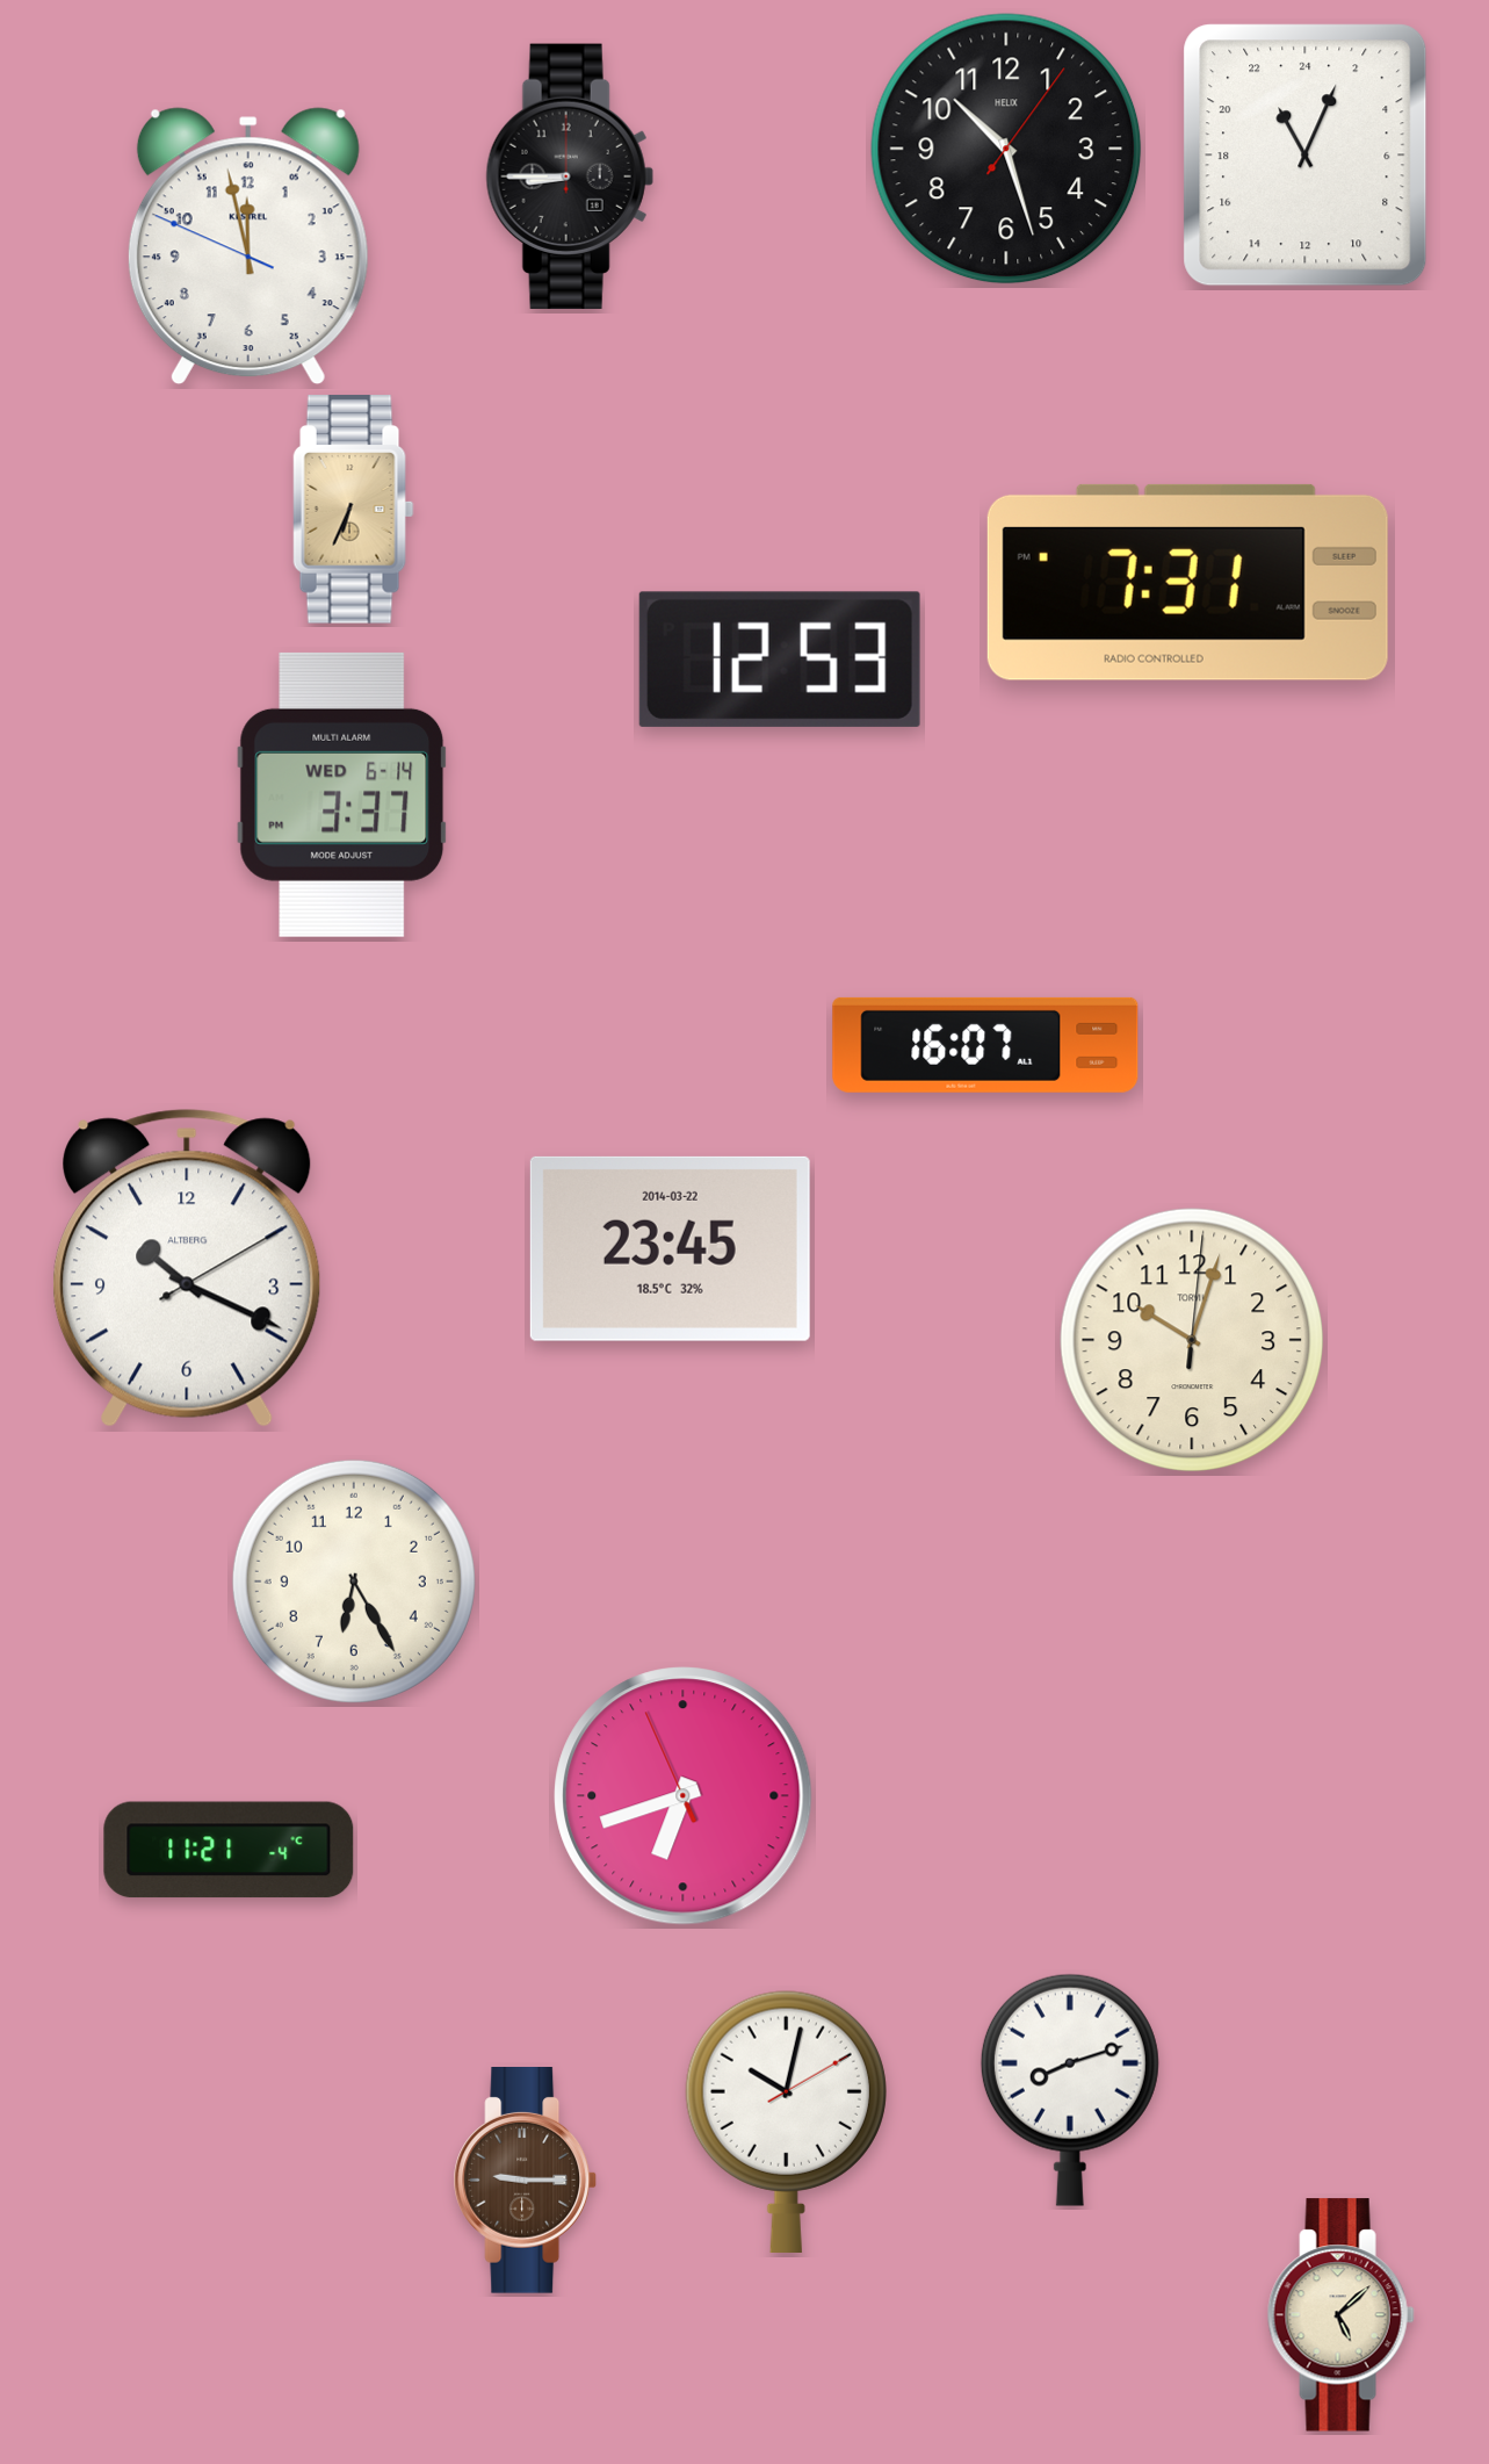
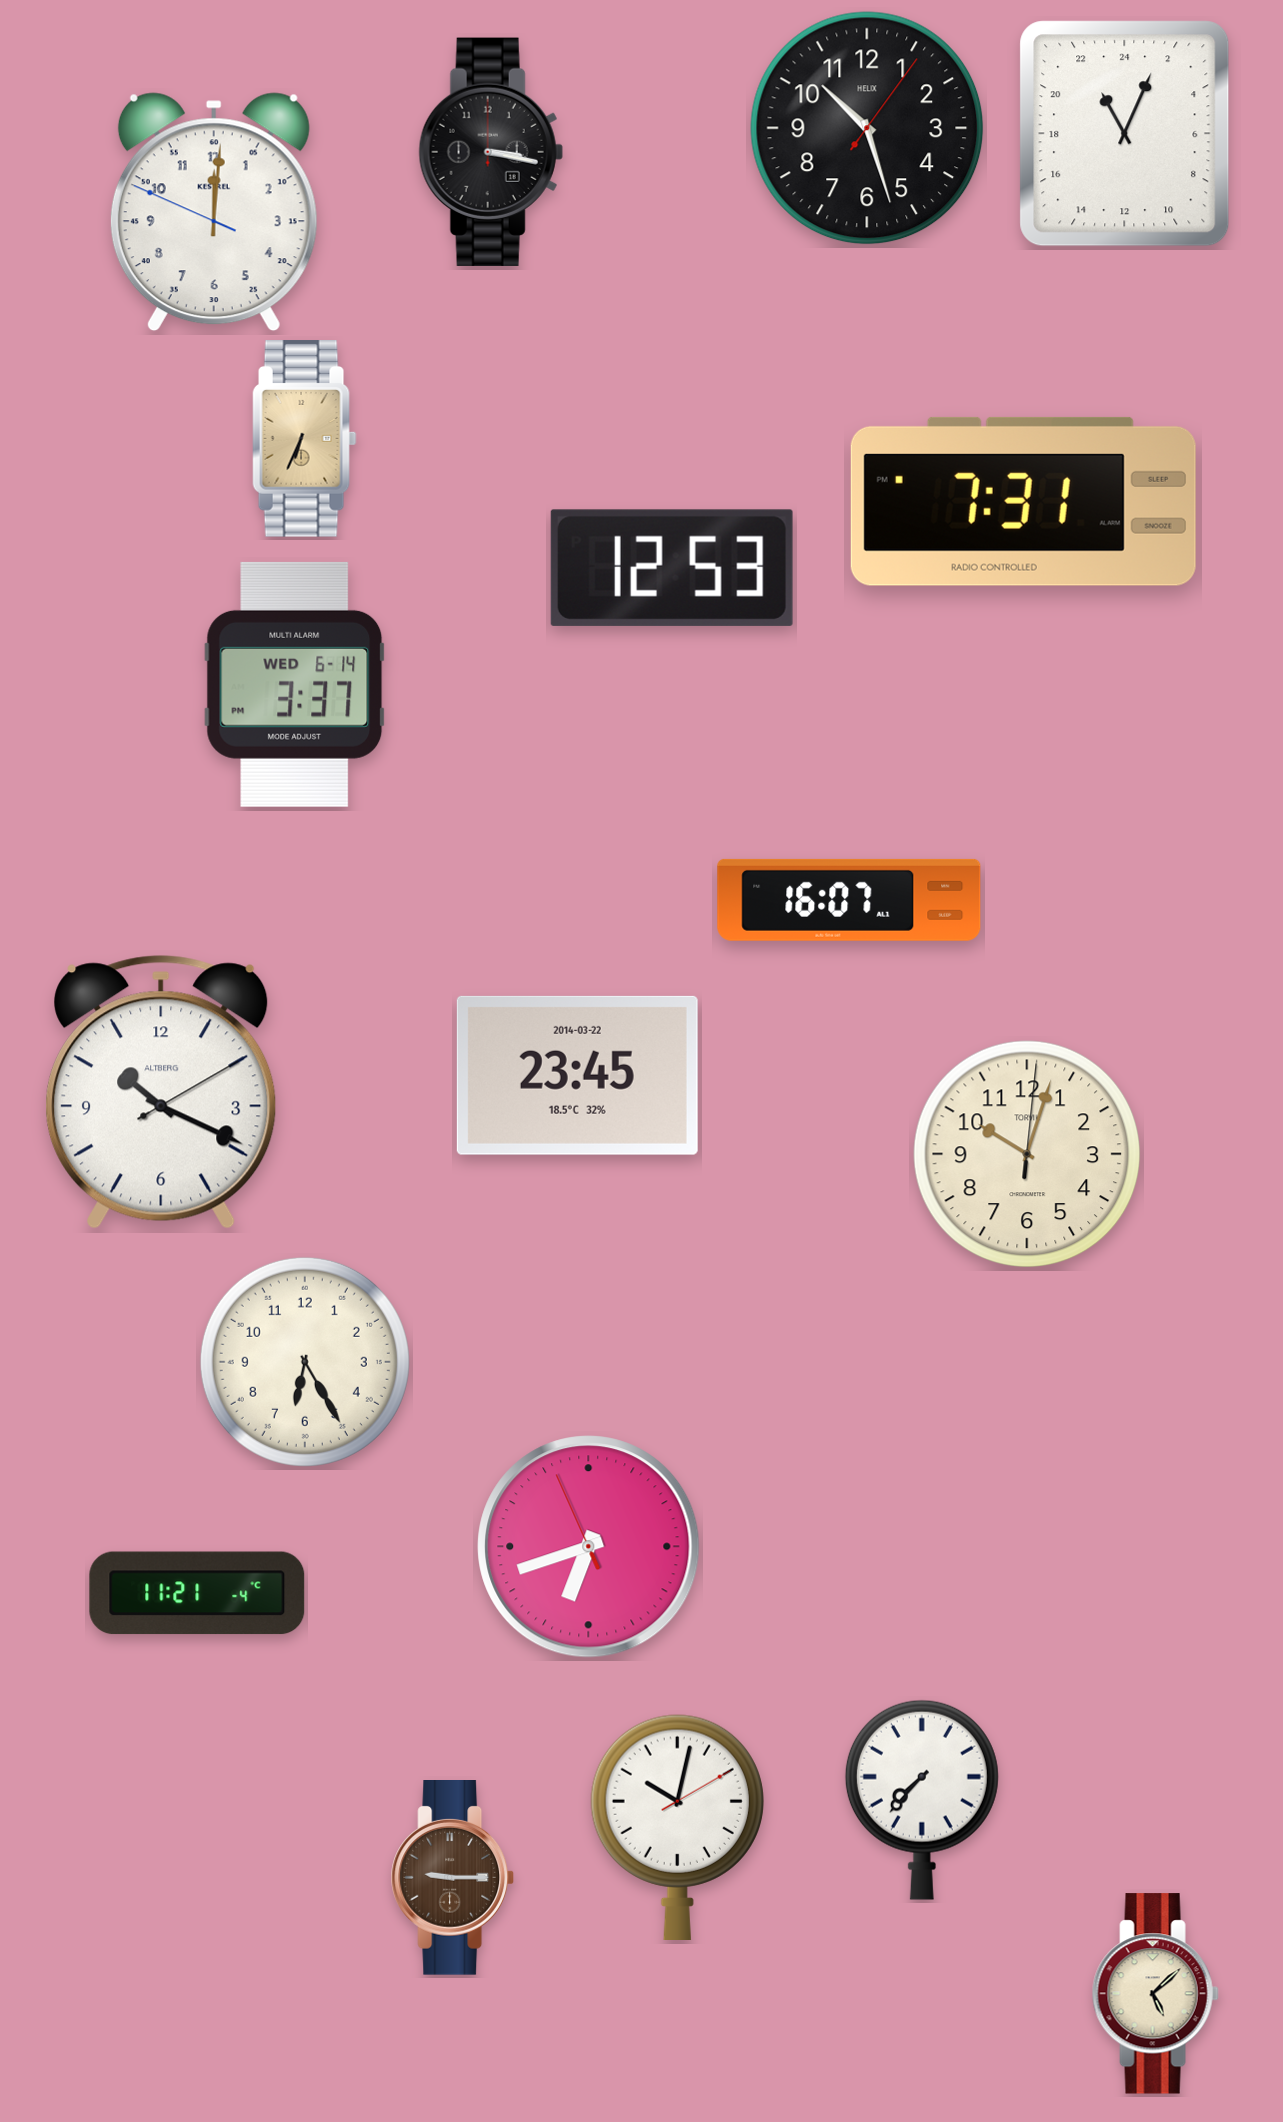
clock at (570, 176): 8:45 -> 3:17
clock at (248, 246): 11:57 -> 12:00
clock at (1070, 2090): 8:12 -> 7:37
